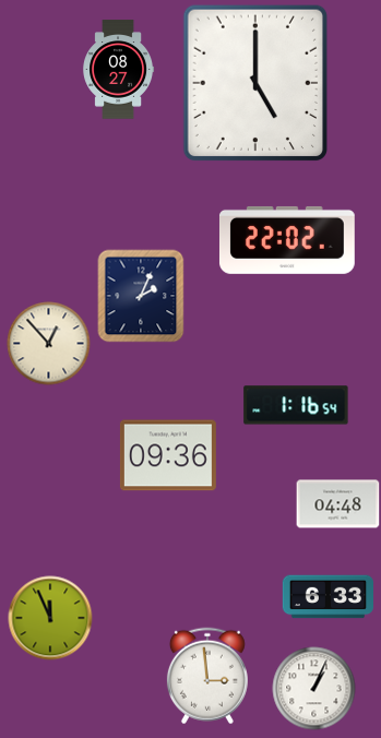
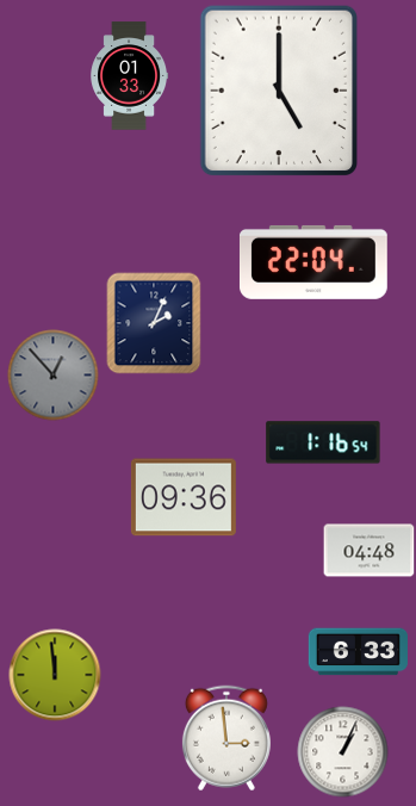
clock at (119, 70): 08:27 -> 01:33
clock at (287, 240): 22:02 -> 22:04
clock at (49, 344) dial: cream -> grey
clock at (50, 618): 11:56 -> 11:59
